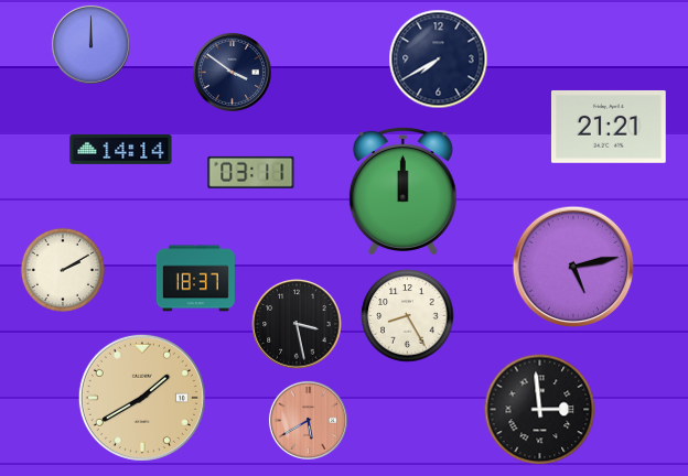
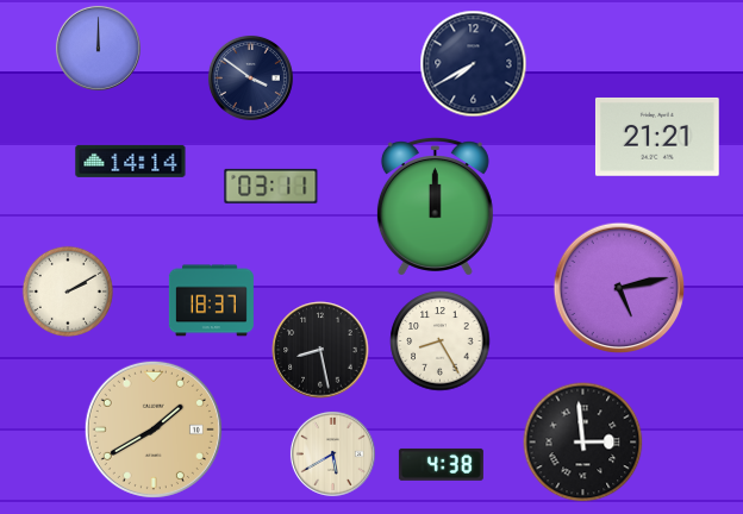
clock at (297, 324): 3:28 -> 8:28
clock at (308, 420) dial: salmon -> cream
clock at (441, 464): none -> 4:38
